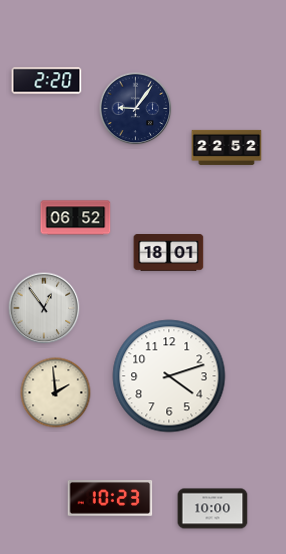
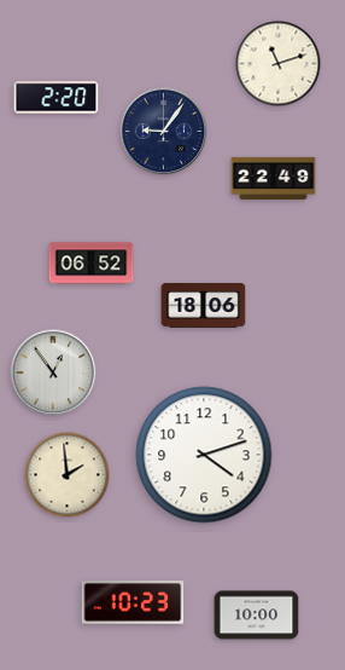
clock at (279, 64): none -> 11:12
clock at (227, 147): 22:52 -> 22:49
clock at (169, 253): 18:01 -> 18:06
